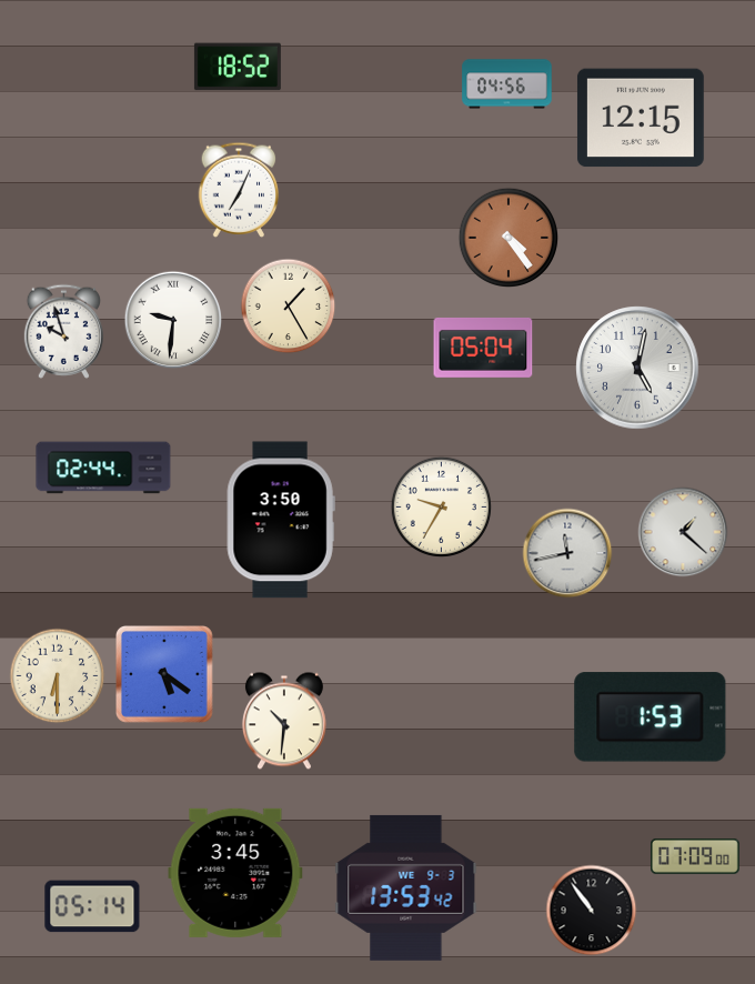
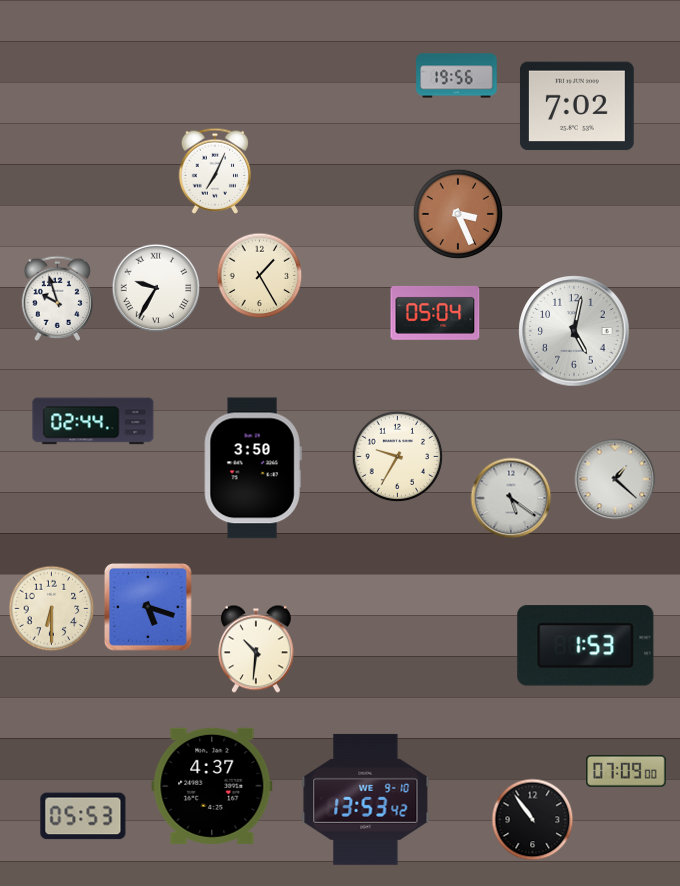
clock at (238, 67): 18:52 -> none
clock at (507, 84): 04:56 -> 19:56
clock at (641, 118): 12:15 -> 7:02
clock at (509, 238): 4:24 -> 3:26
clock at (173, 320): 9:31 -> 9:35
clock at (567, 553): 11:43 -> 5:21
clock at (165, 675): 5:21 -> 5:18
clock at (235, 873): 3:45 -> 4:37
clock at (406, 887) date: WE 9-3 -> WE 9-10
clock at (92, 906): 05:14 -> 05:53
